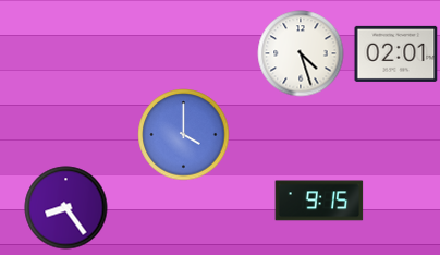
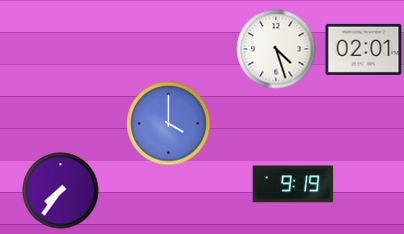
clock at (319, 201): 9:15 -> 9:19
clock at (66, 208): 8:24 -> 7:36
